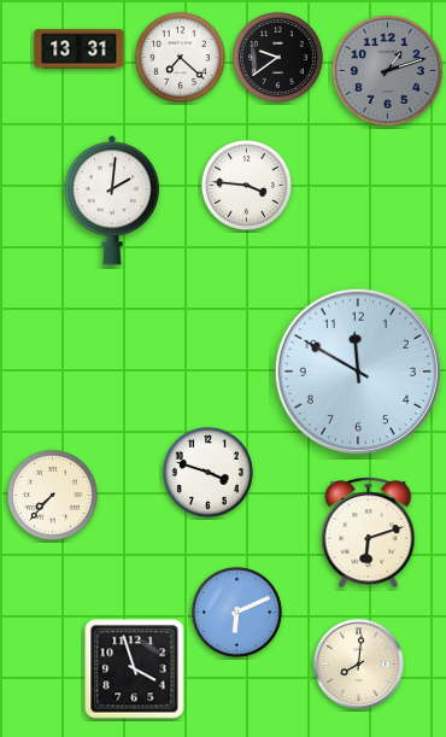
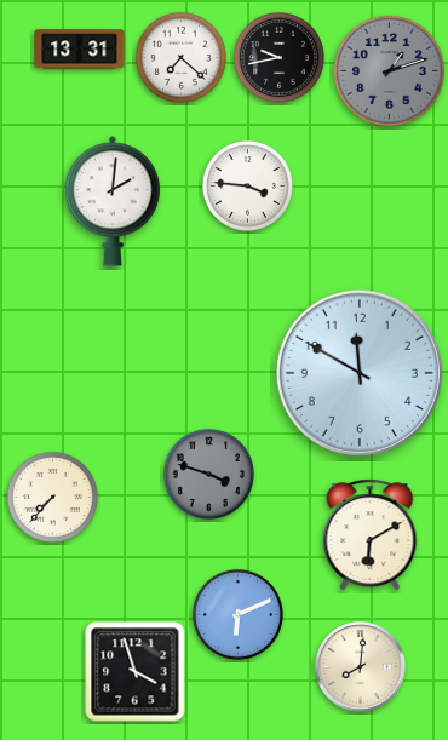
clock at (277, 57): 9:39 -> 9:43
clock at (207, 472) dial: white -> grey
clock at (369, 533): 6:12 -> 6:10
